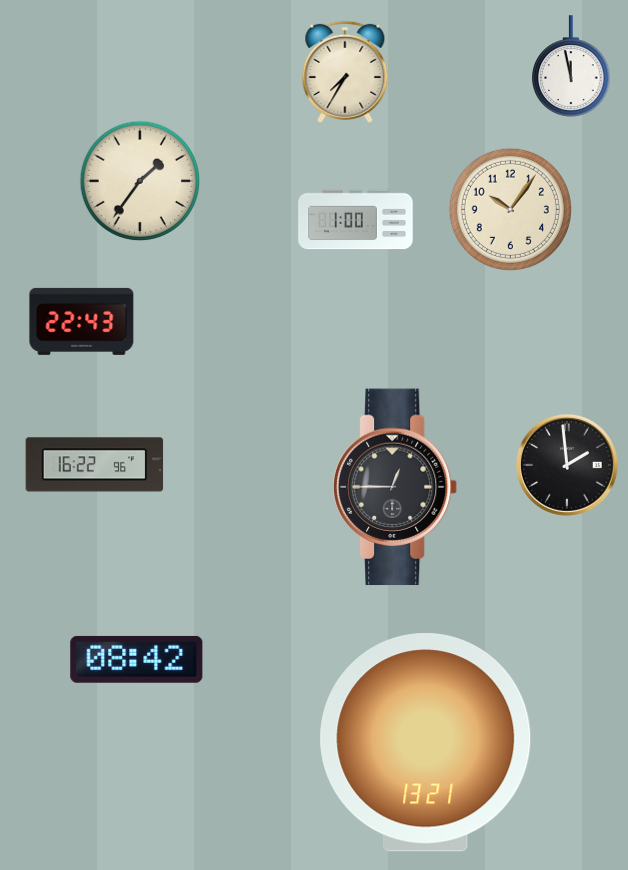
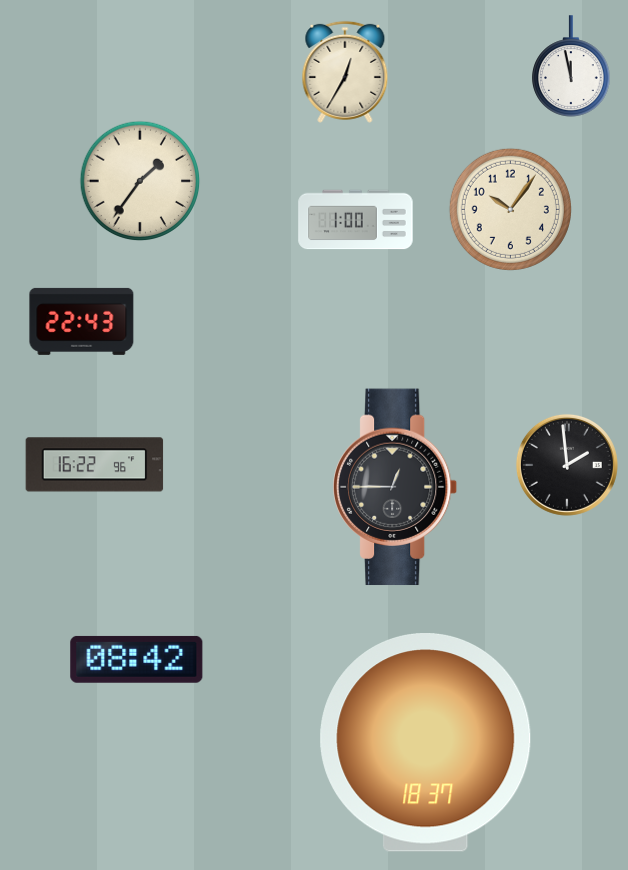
clock at (345, 72): 7:35 -> 12:35
clock at (426, 743): 13:21 -> 18:37
